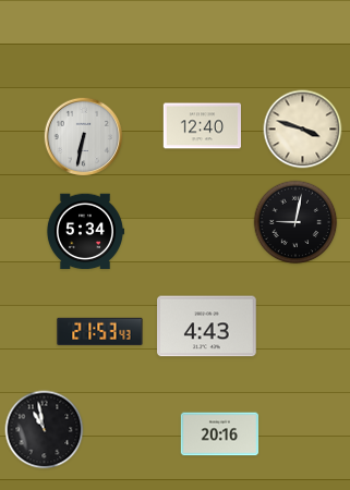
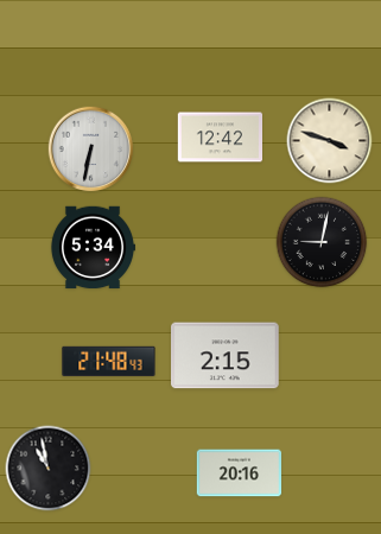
clock at (202, 126): 12:40 -> 12:42
clock at (84, 232) position: (84, 232) -> (91, 248)
clock at (207, 327): 4:43 -> 2:15
clock at (100, 331): 21:53 -> 21:48
